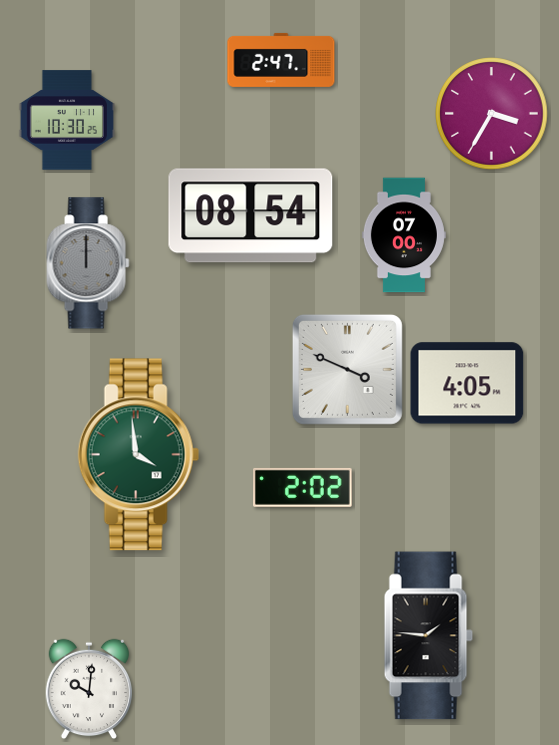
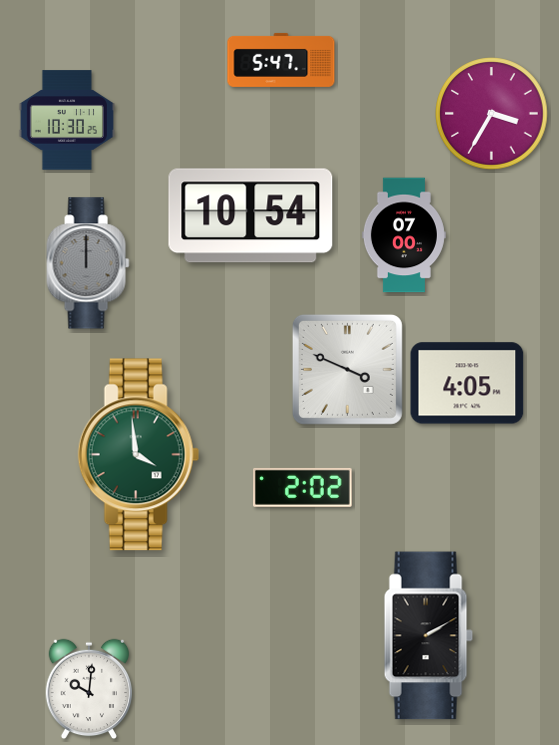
clock at (281, 60): 2:47 -> 5:47
clock at (251, 216): 08:54 -> 10:54
clock at (428, 636): 1:46 -> 2:10
